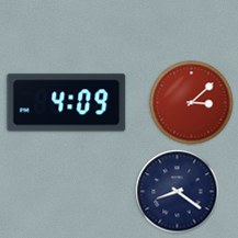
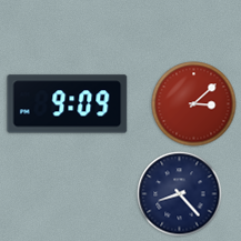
clock at (67, 103): 4:09 -> 9:09
clock at (178, 192): 8:21 -> 8:23
